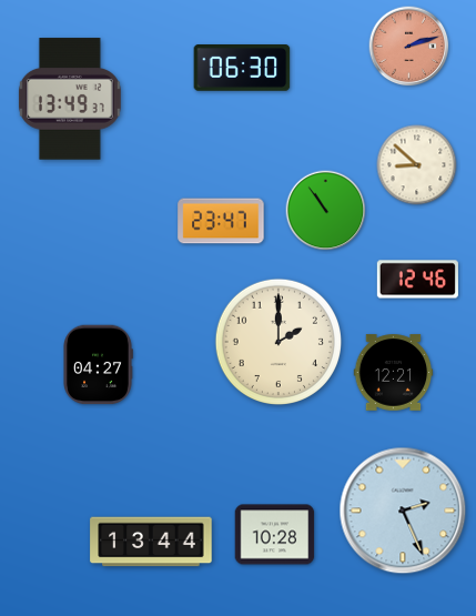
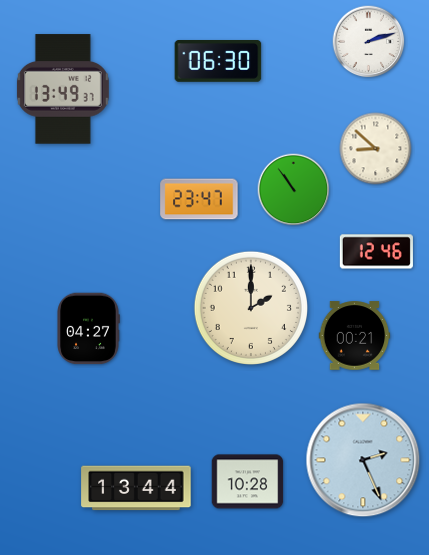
clock at (409, 47) dial: salmon -> white
clock at (394, 373): 12:21 -> 00:21
